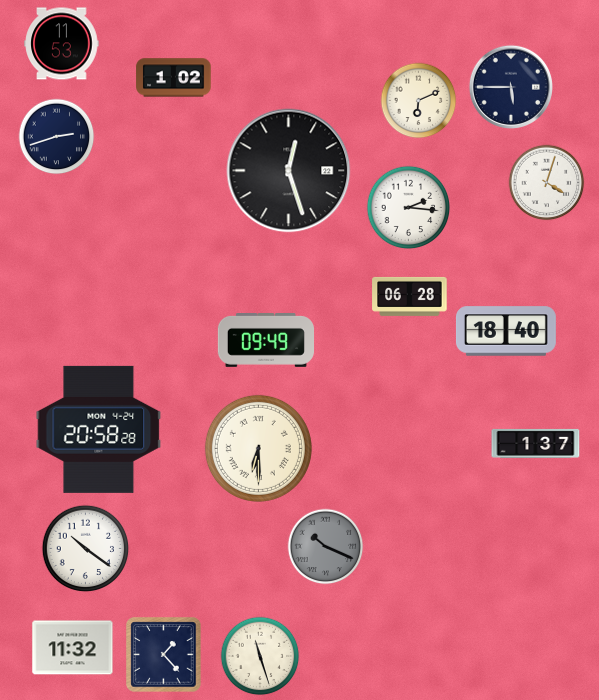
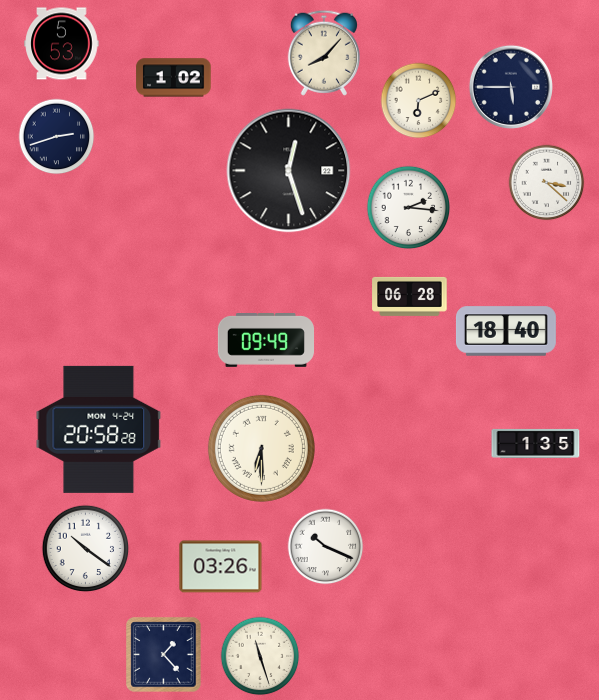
clock at (62, 44): 11:53 -> 5:53
clock at (324, 53): none -> 8:07
clock at (547, 183): 4:03 -> 3:22
clock at (536, 443): 1:37 -> 1:35
clock at (258, 448) position: (258, 448) -> (261, 448)
clock at (326, 547) dial: grey -> white
clock at (221, 567): none -> 03:26
clock at (73, 648): 11:32 -> none
